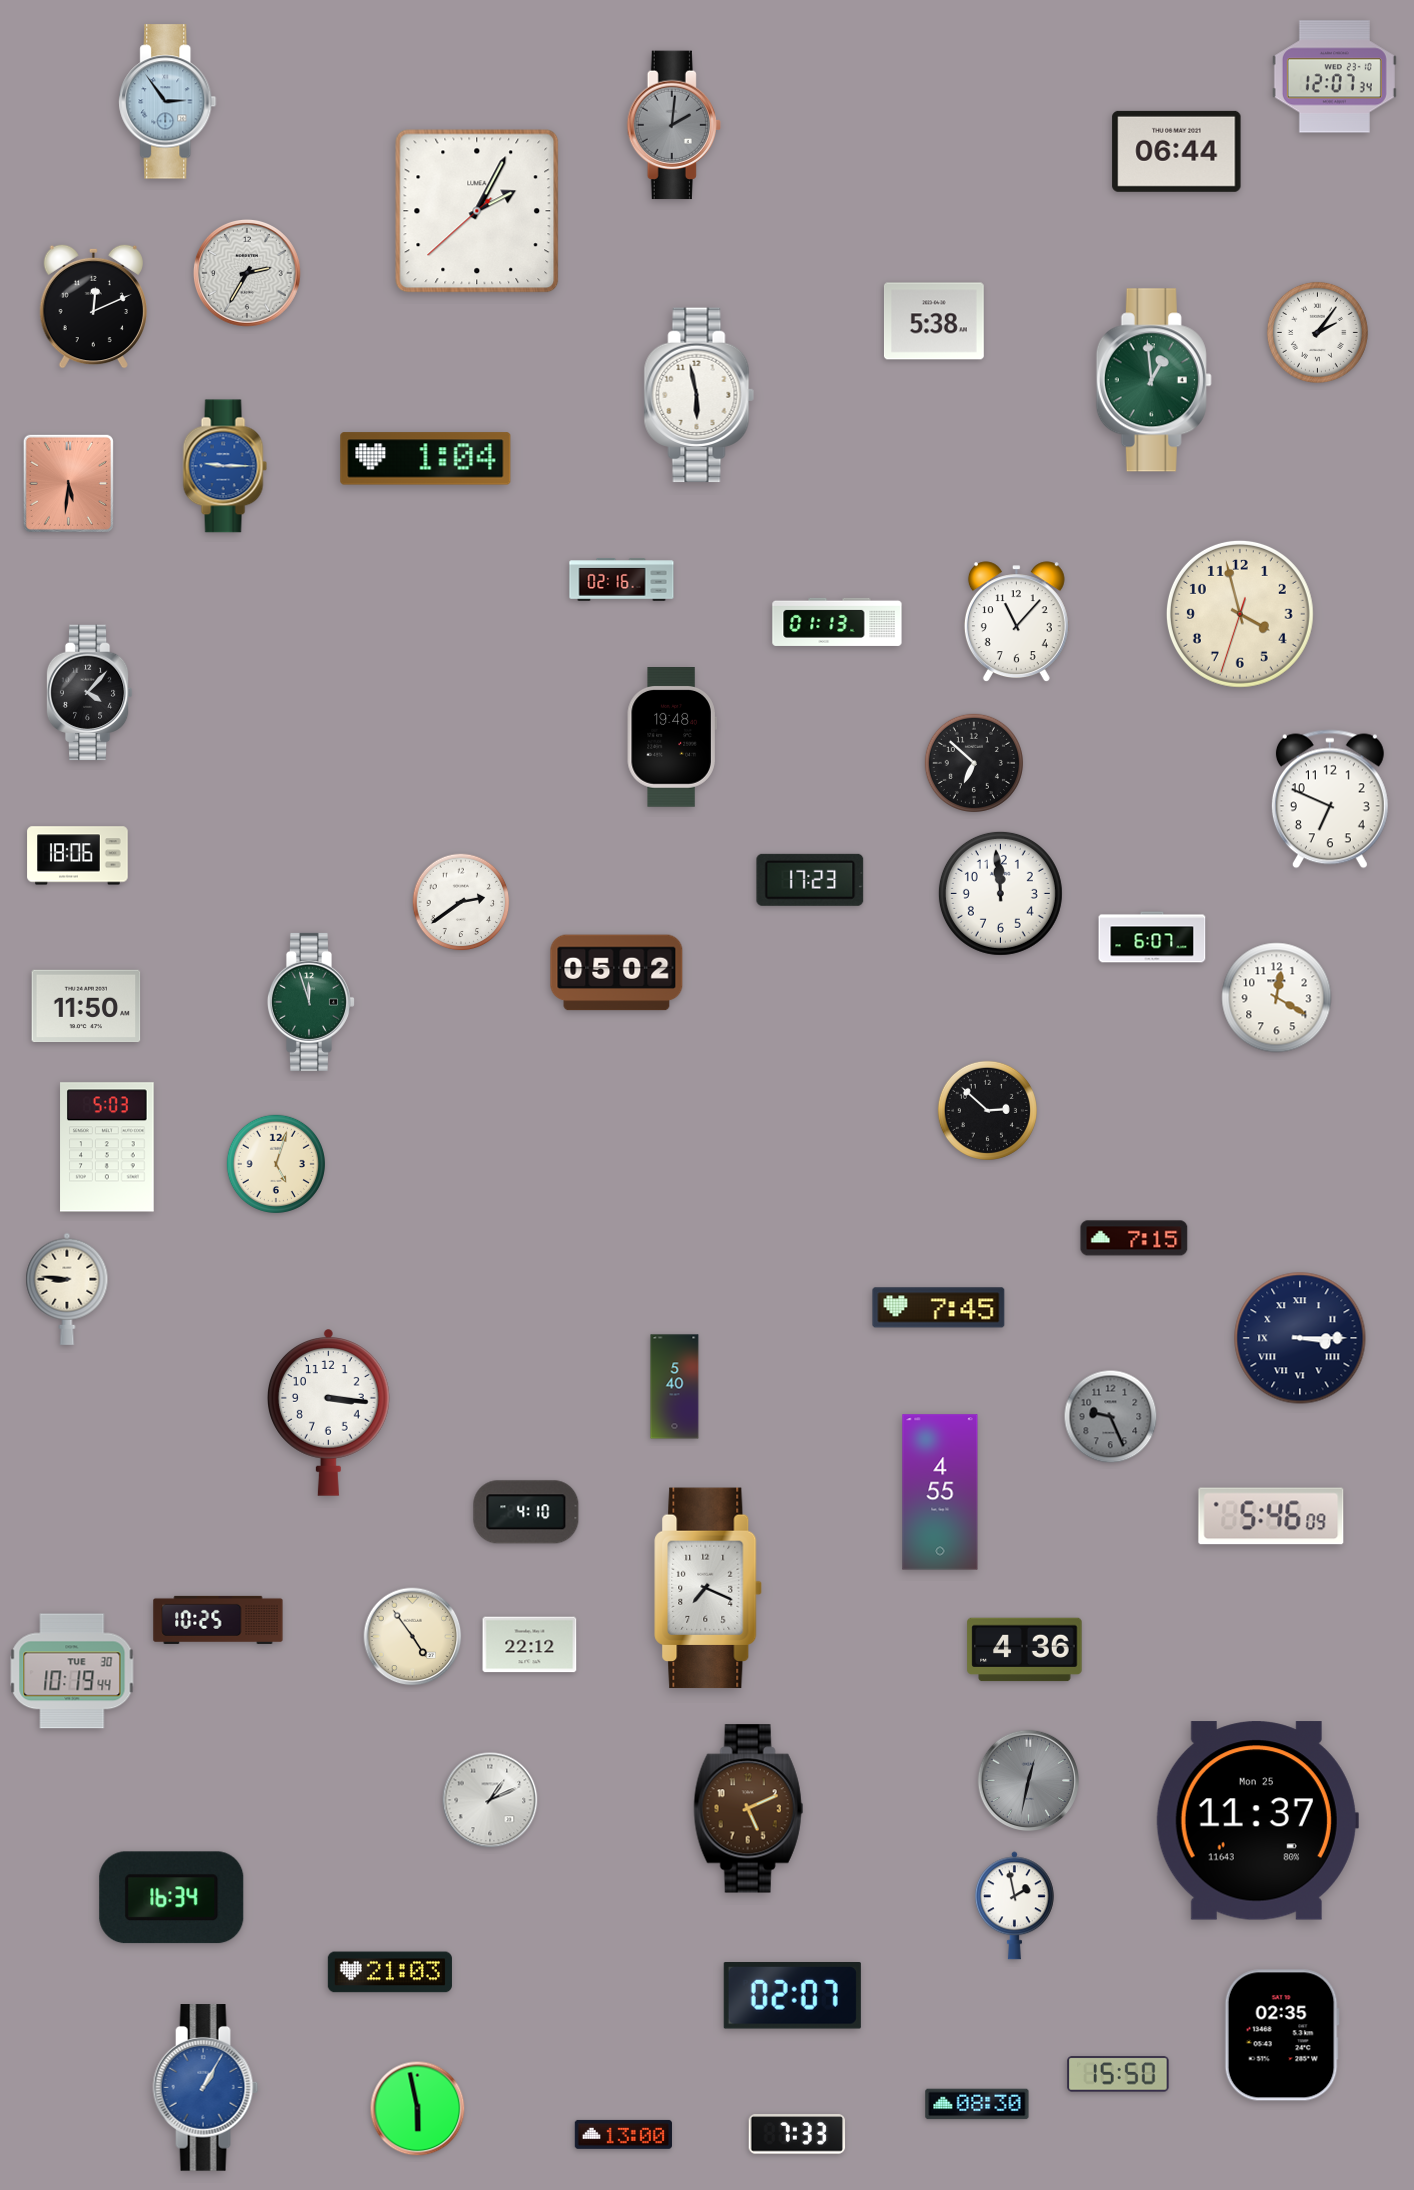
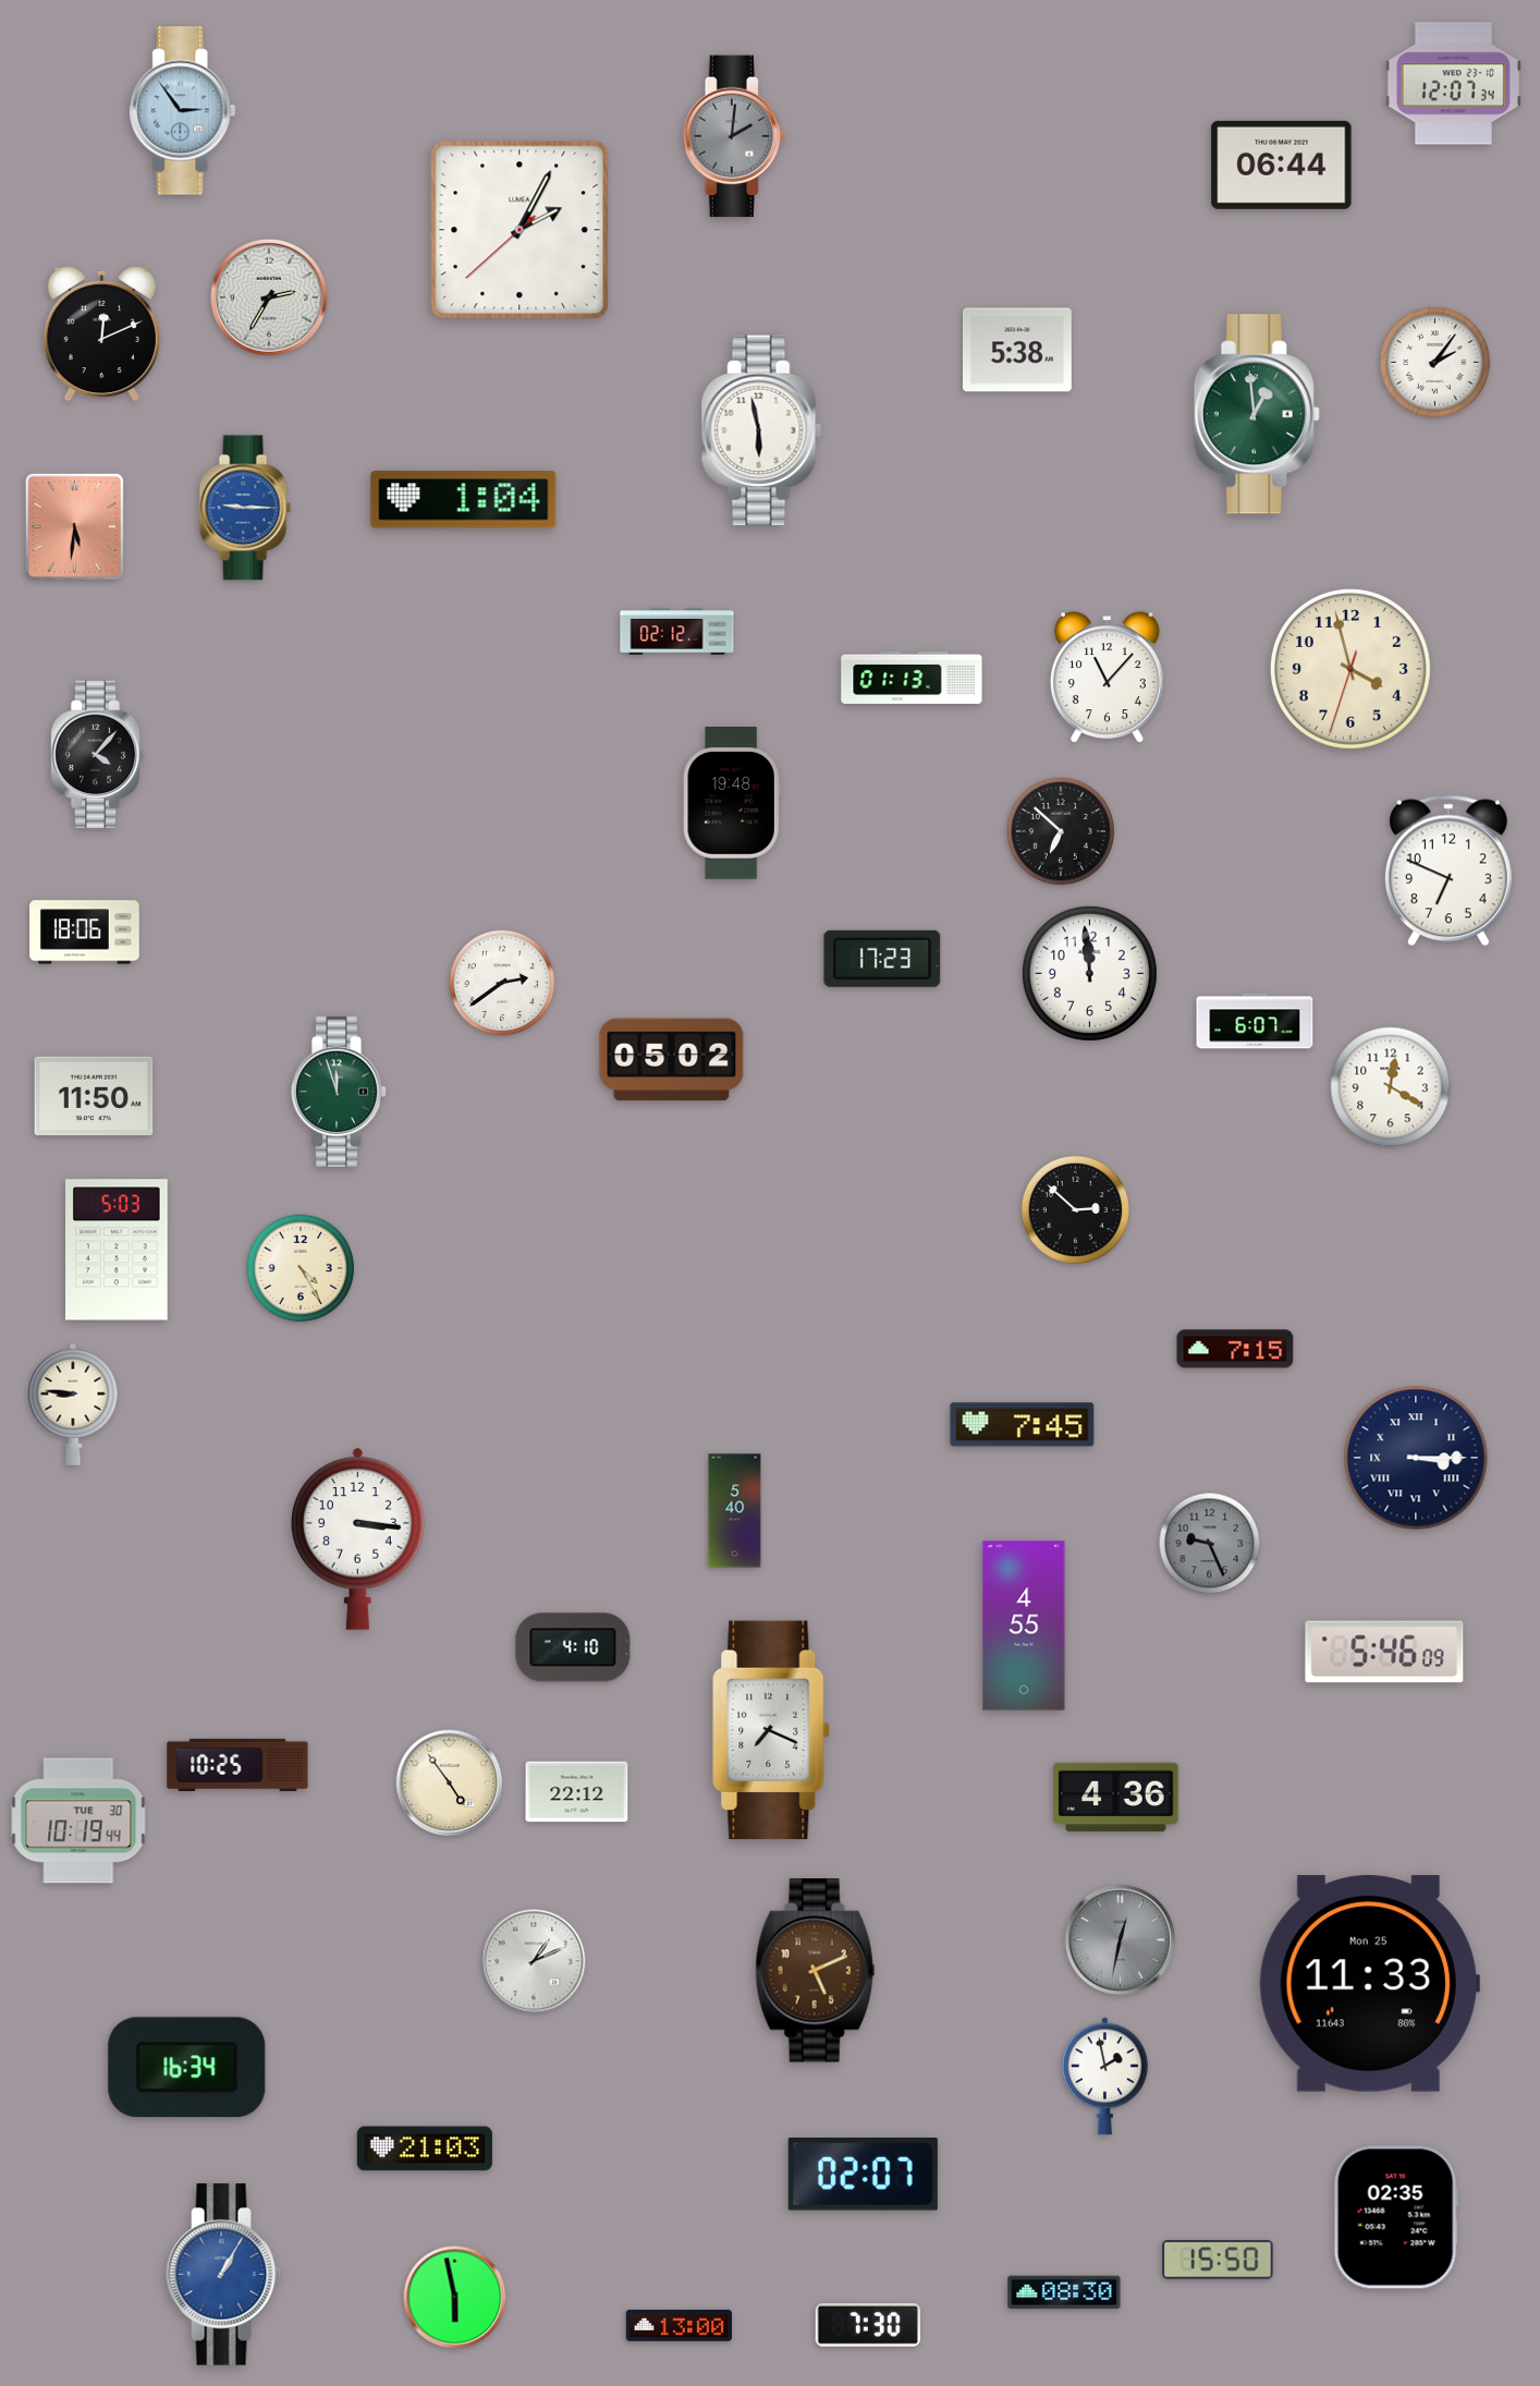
clock at (622, 580): 02:16 -> 02:12
clock at (276, 1164): 5:03 -> 4:25
clock at (1257, 1821): 11:37 -> 11:33
clock at (797, 2134): 7:33 -> 7:30
